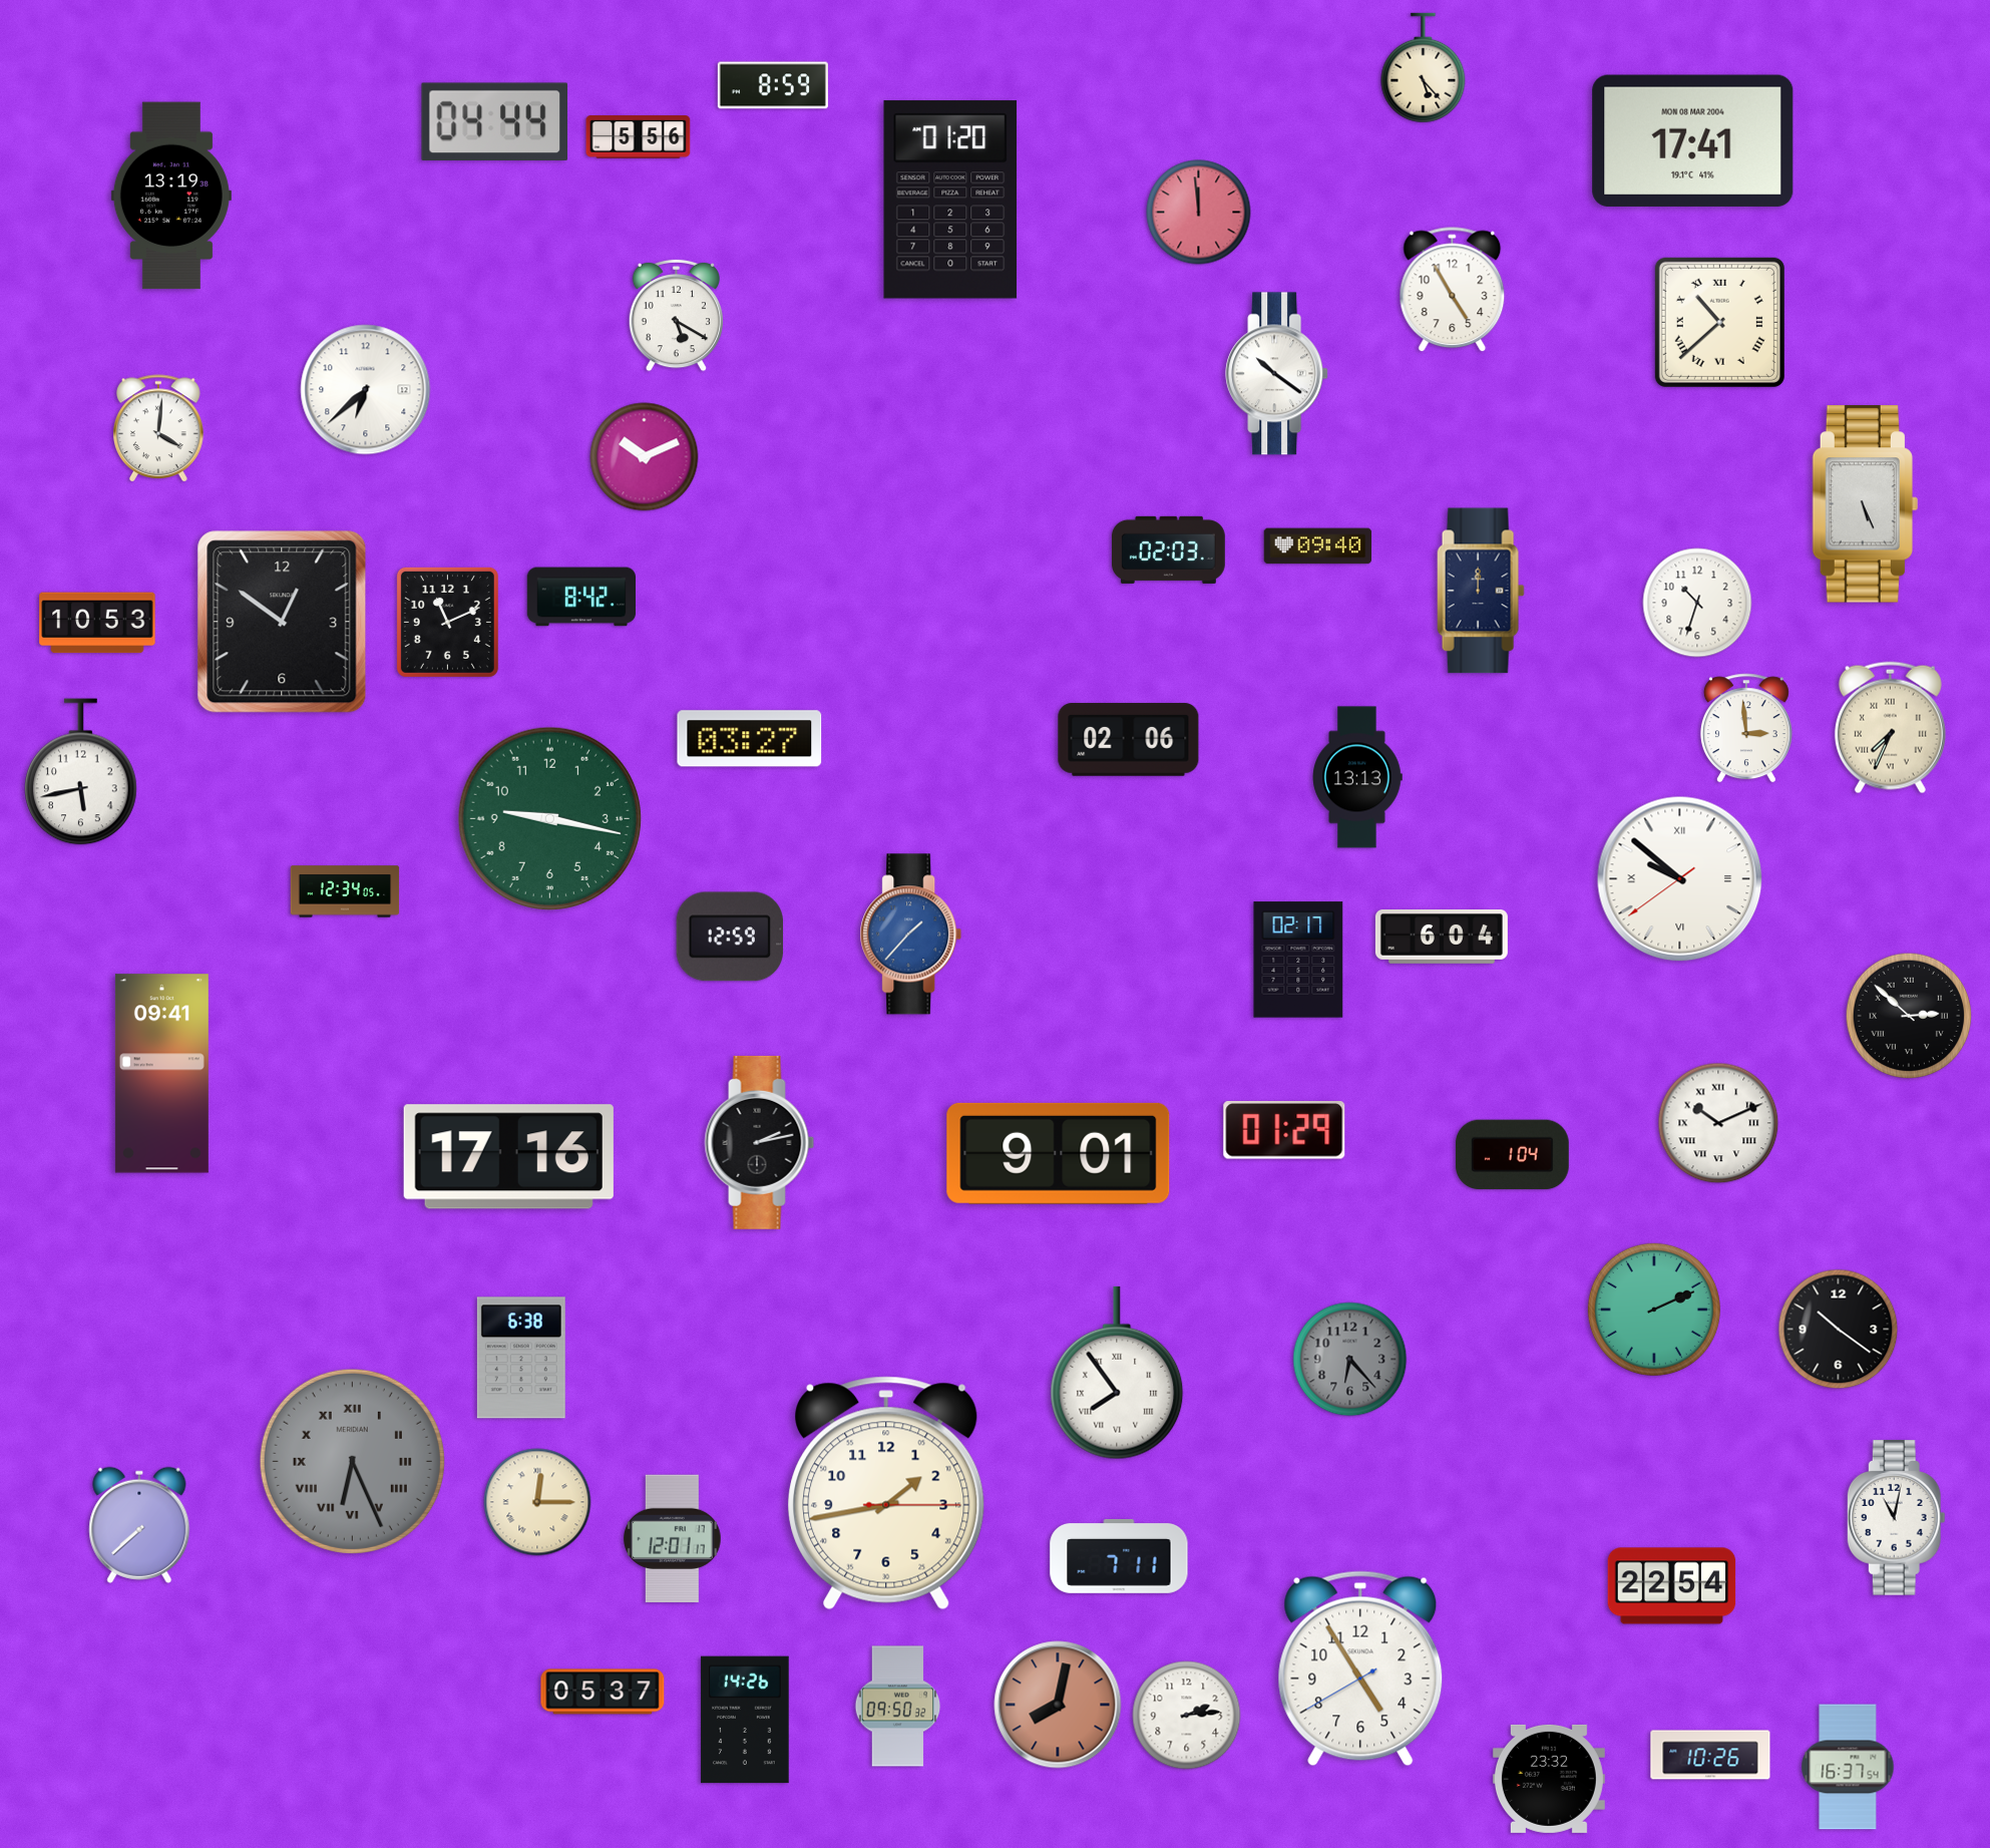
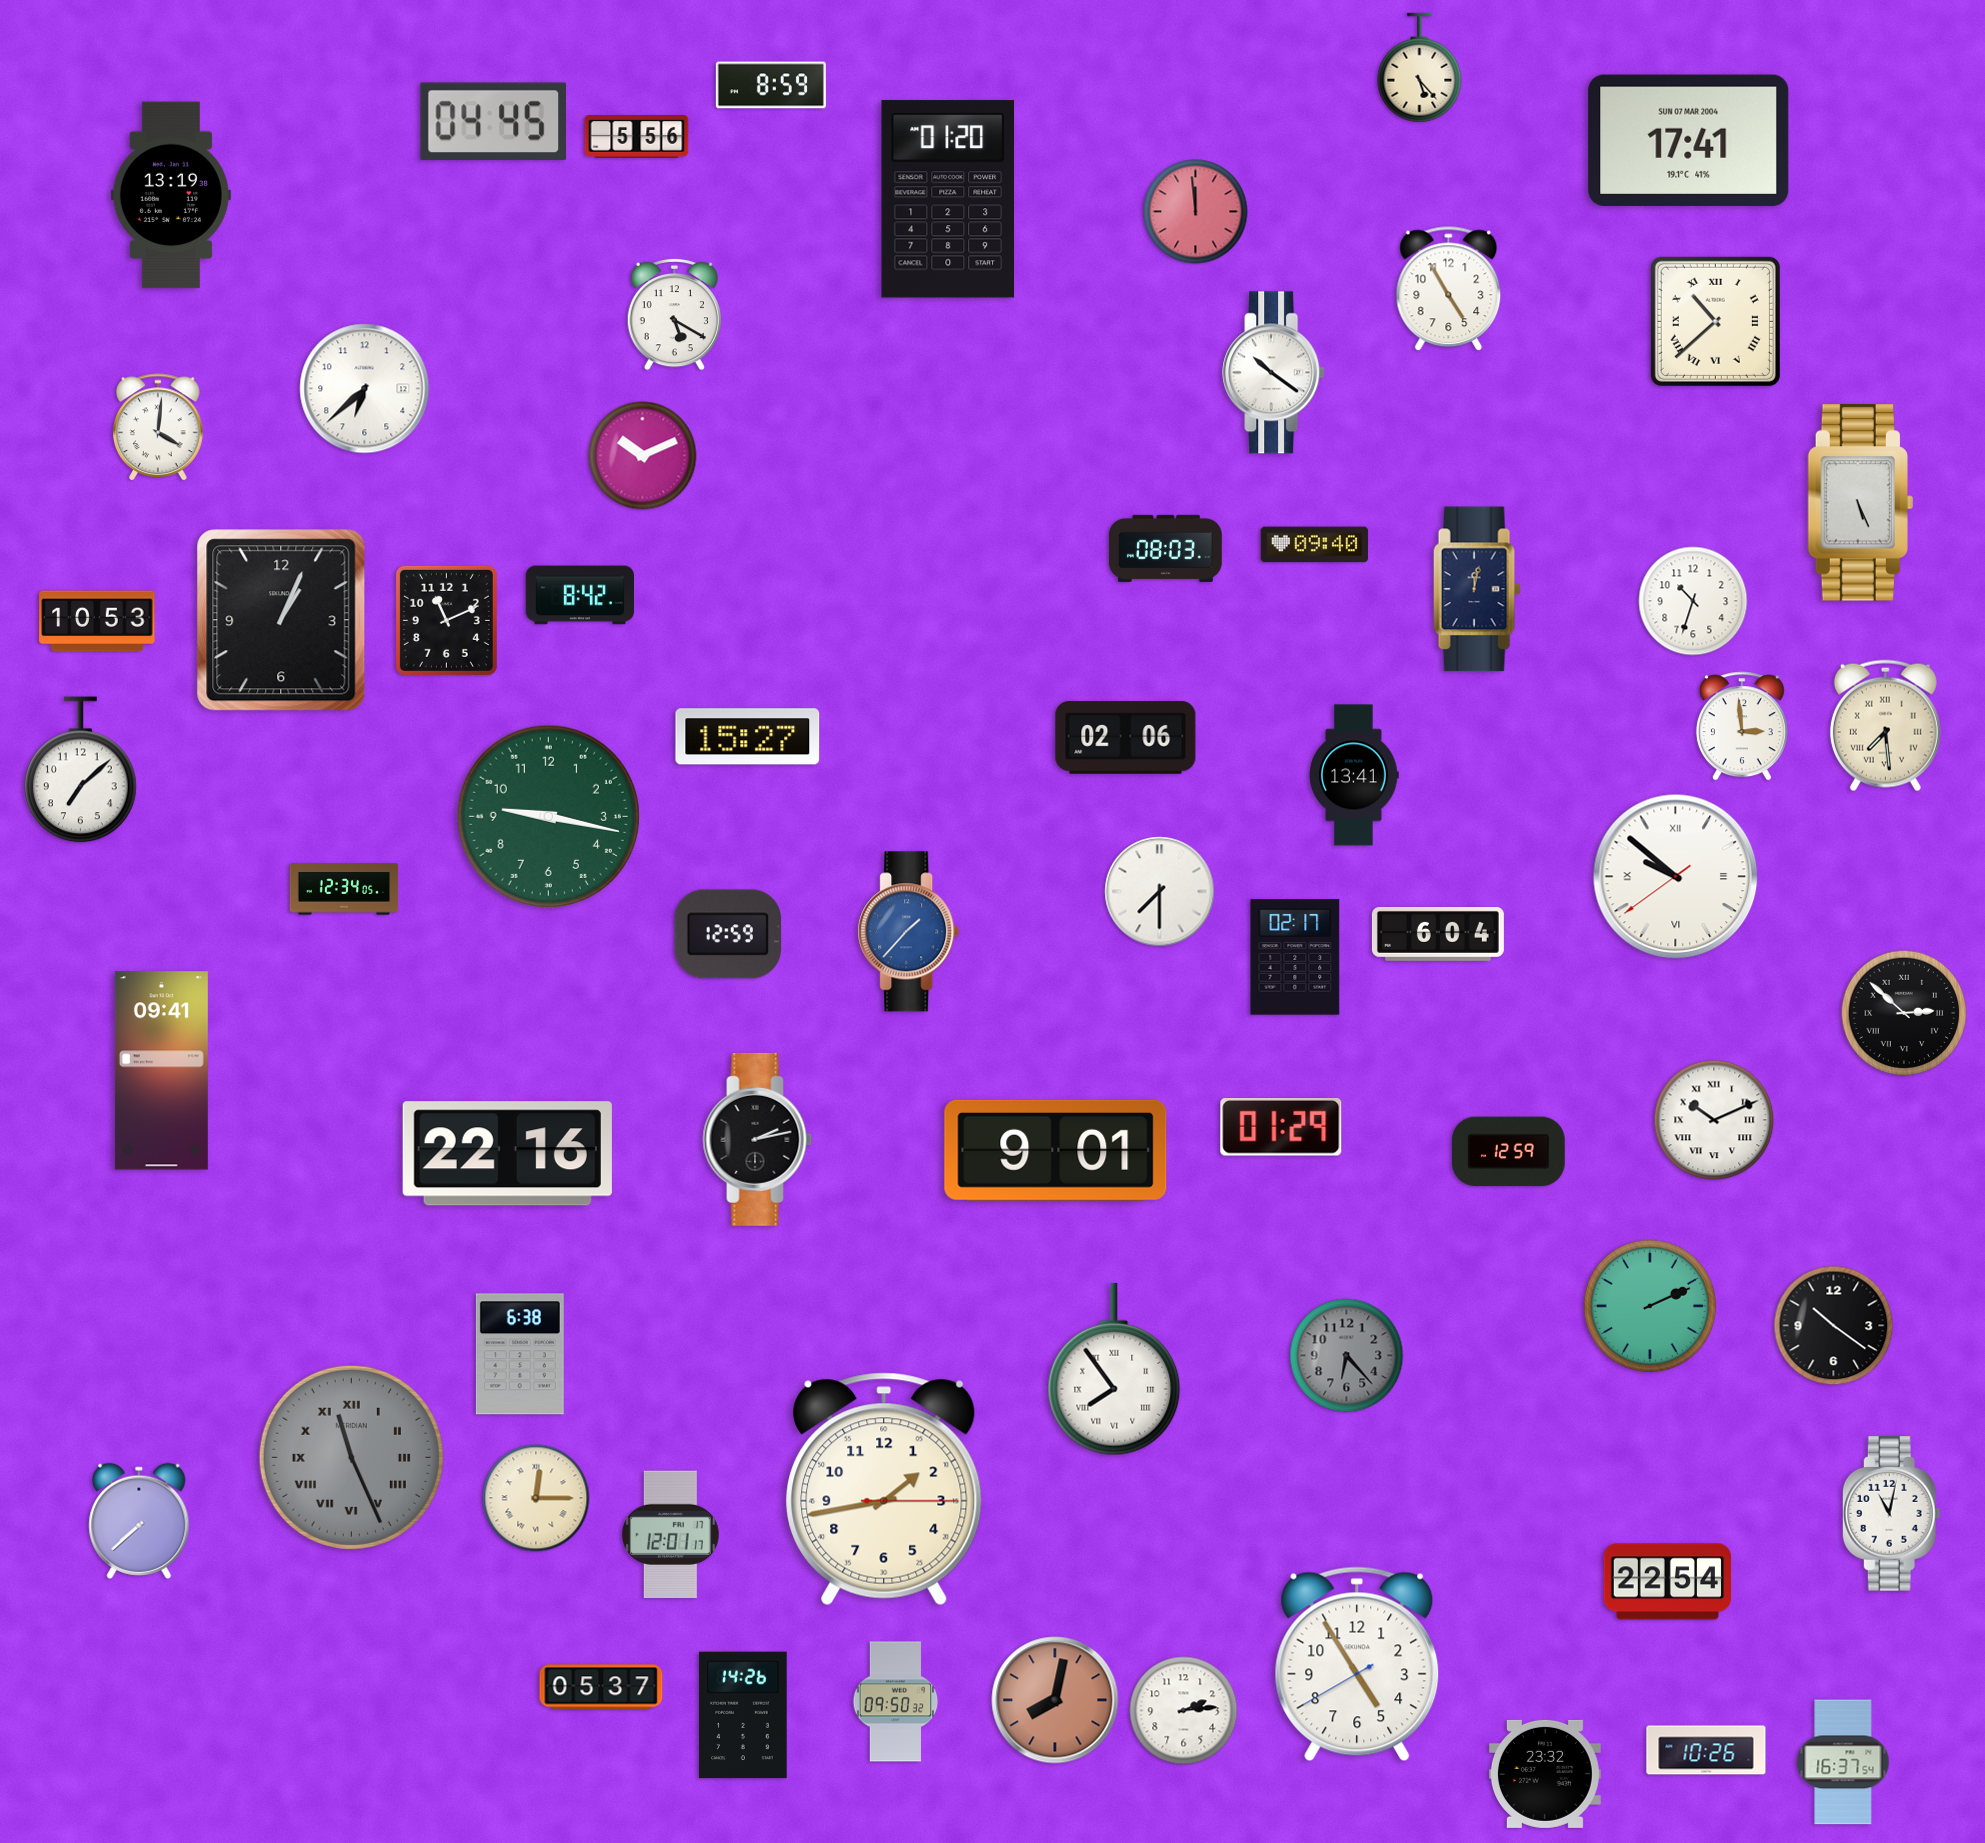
clock at (494, 121): 04:44 -> 04:45
clock at (1693, 140) date: MON 08 MAR 2004 -> SUN 07 MAR 2004
clock at (1168, 549): 02:03 -> 08:03
clock at (1481, 591): 12:00 -> 12:02
clock at (282, 622): 12:51 -> 1:04
clock at (1890, 728): 7:34 -> 7:29
clock at (750, 739): 03:27 -> 15:27
clock at (81, 772): 5:43 -> 7:08
clock at (1357, 777): 13:13 -> 13:41
clock at (1160, 892): none -> 7:30
clock at (1512, 1155): 1:04 -> 12:59
clock at (508, 1157): 17:16 -> 22:16
clock at (352, 1461): 6:26 -> 11:26
clock at (1119, 1556): 7:11 -> none
